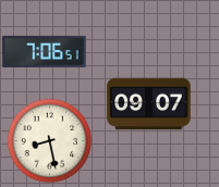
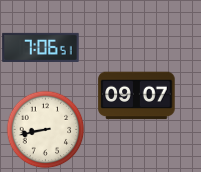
clock at (49, 140): 8:28 -> 8:43
